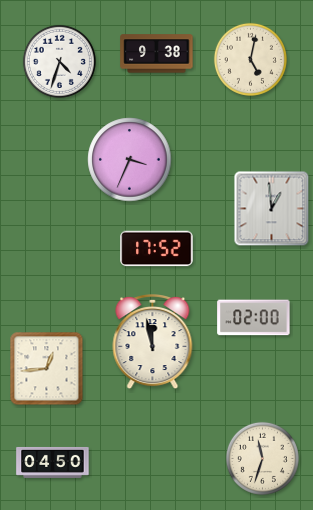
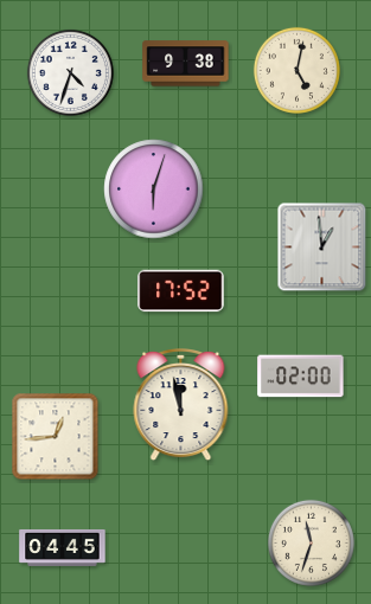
clock at (130, 160): 3:34 -> 6:03
clock at (157, 249) position: (157, 249) -> (181, 291)
clock at (53, 462): 04:50 -> 04:45
